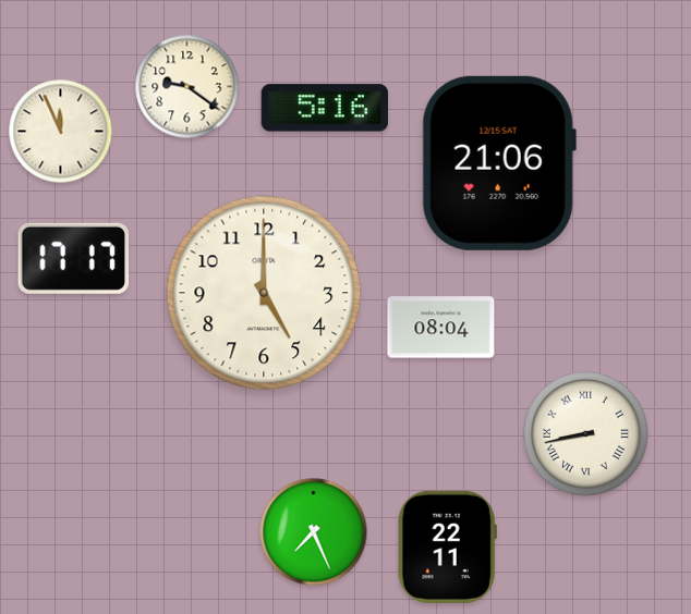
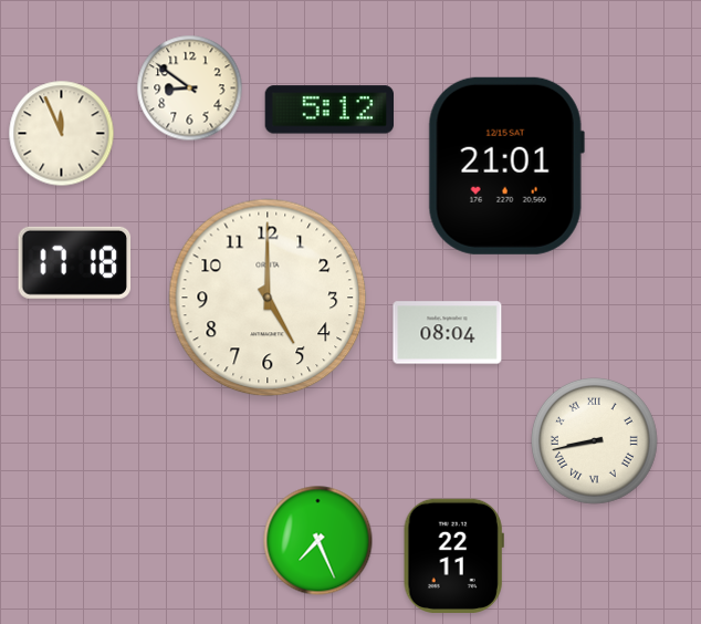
clock at (187, 87): 9:21 -> 8:51
clock at (324, 108): 5:16 -> 5:12
clock at (499, 163): 21:06 -> 21:01
clock at (74, 258): 17:17 -> 17:18
